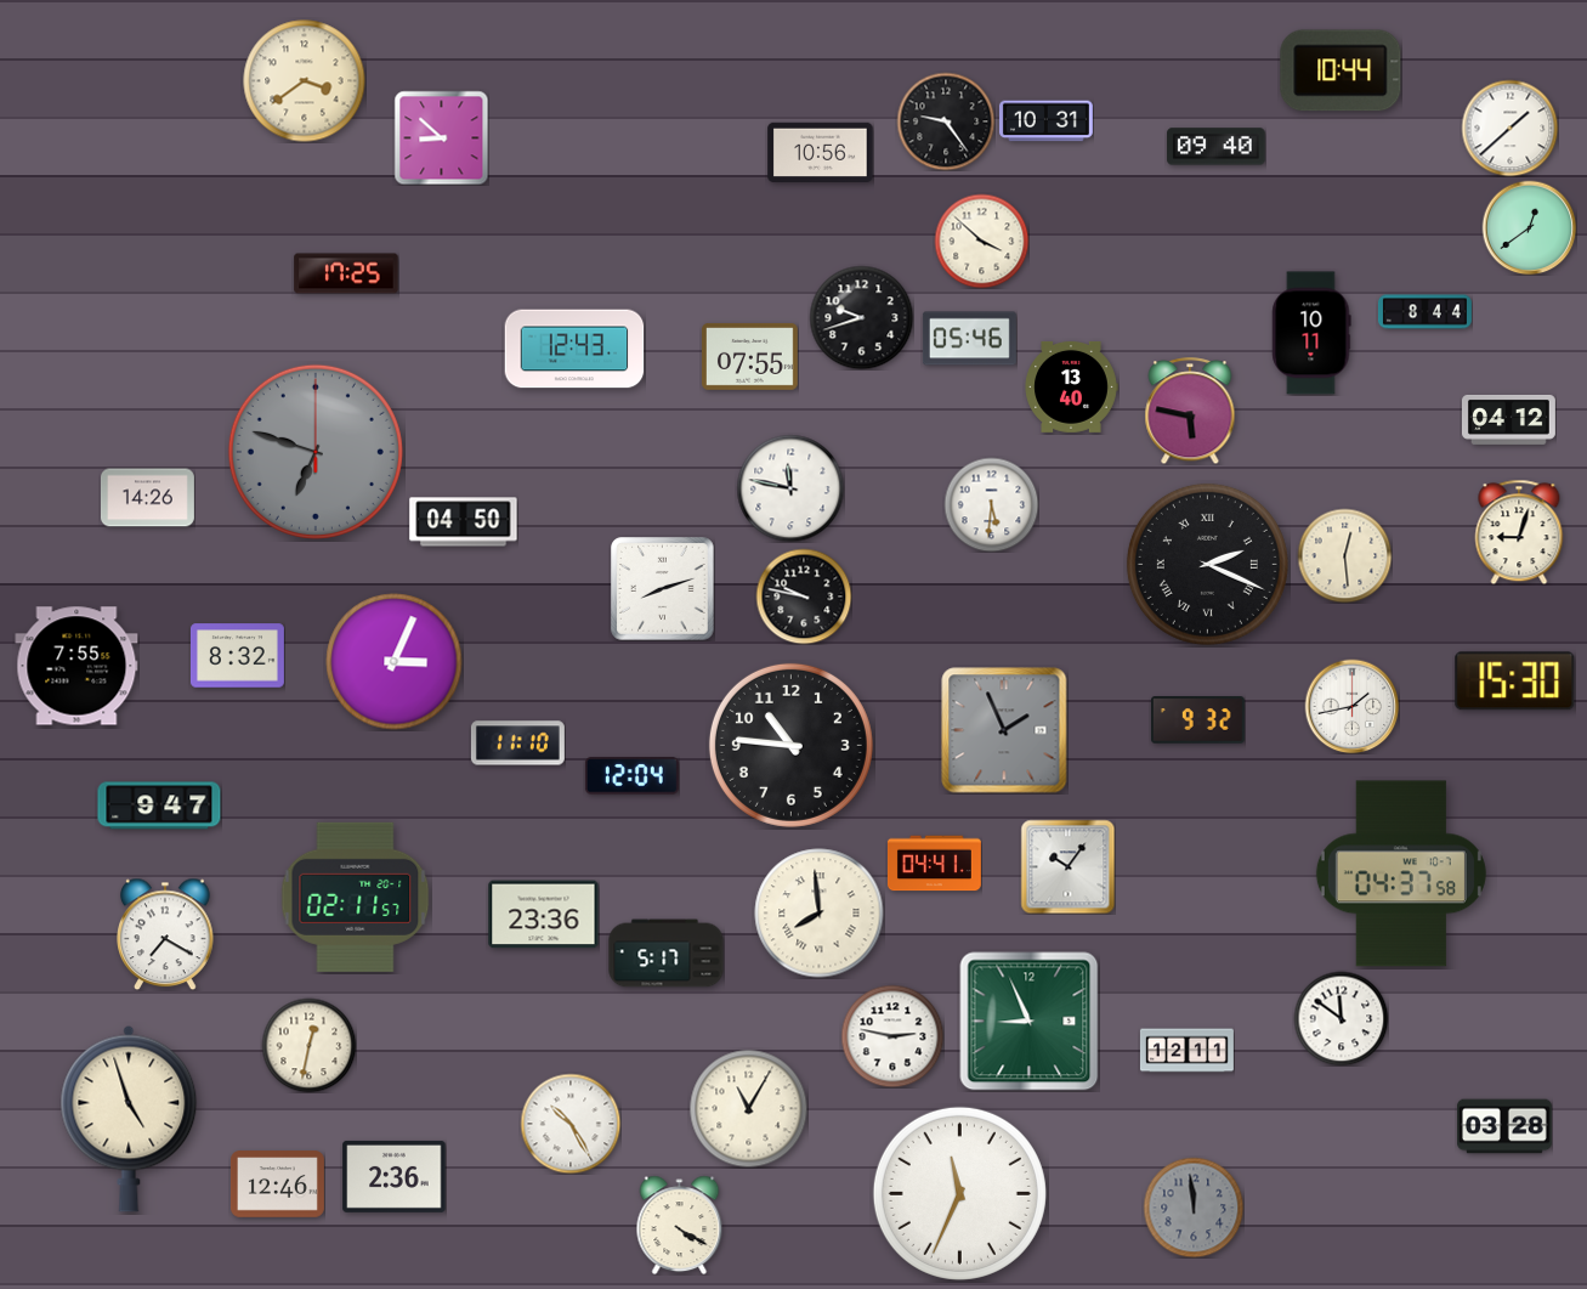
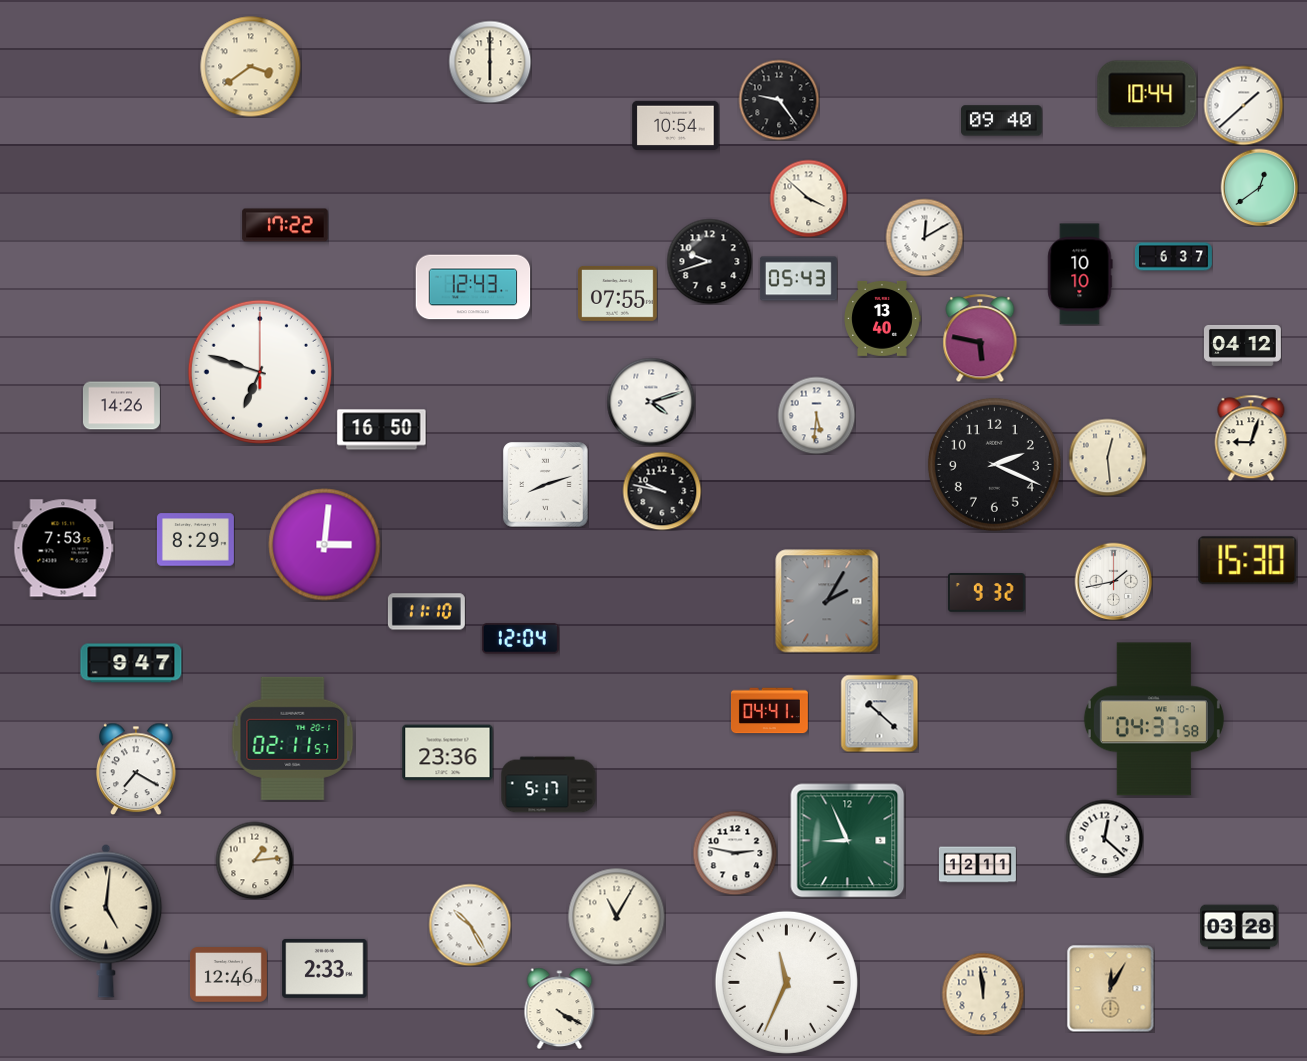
clock at (1341, 70) position: (1341, 70) -> (1147, 94)
clock at (490, 62): none -> 6:00
clock at (1045, 121): 10:31 -> none
clock at (441, 137): 8:52 -> none
clock at (821, 152): 10:56 -> 10:54
clock at (346, 273): 17:25 -> 17:22
clock at (924, 237): none -> 12:10
clock at (1424, 312): 8:44 -> 6:37
clock at (1311, 333): 10:11 -> 10:10
clock at (969, 339): 05:46 -> 05:43
clock at (316, 452) dial: grey -> white
clock at (790, 488): 11:47 -> 4:12
clock at (147, 498) position: (147, 498) -> (121, 406)
clock at (464, 522): 04:50 -> 16:50
clock at (1207, 564) numerals: Roman -> Arabic
clock at (237, 656): 8:32 -> 8:29
clock at (395, 662): 3:04 -> 3:01
clock at (76, 666): 7:55 -> 7:53
clock at (1004, 730): 1:56 -> 2:05
clock at (790, 745): 10:46 -> none
clock at (1067, 866): 10:06 -> 10:22
clock at (820, 914): 7:59 -> none
clock at (1341, 1018): 11:51 -> 12:22
clock at (308, 1045): 12:32 -> 1:14
clock at (748, 1108) position: (748, 1108) -> (616, 916)
clock at (129, 1119): 4:57 -> 5:01
clock at (395, 1176): 2:36 -> 2:33
clock at (959, 1193) position: (959, 1193) -> (786, 982)
clock at (1110, 988): none -> 12:05
clock at (1194, 1208) dial: grey -> cream
